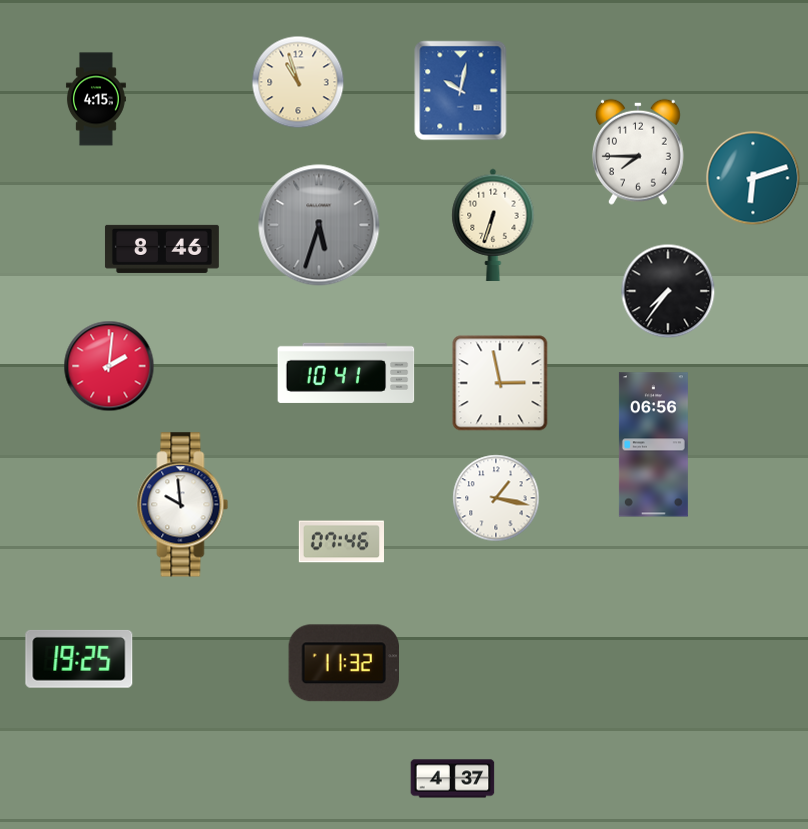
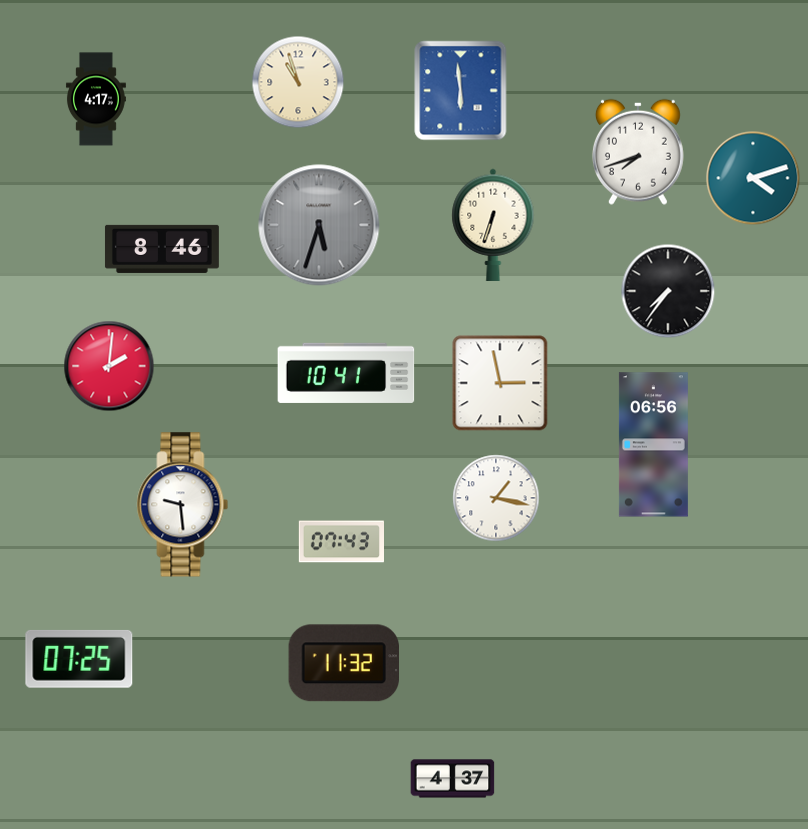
clock at (461, 91): 10:02 -> 5:59
clock at (96, 99): 4:15 -> 4:17
clock at (638, 152): 7:45 -> 7:42
clock at (753, 178): 6:12 -> 4:12
clock at (183, 505): 9:59 -> 9:29
clock at (341, 542): 07:46 -> 07:43
clock at (79, 659): 19:25 -> 07:25
